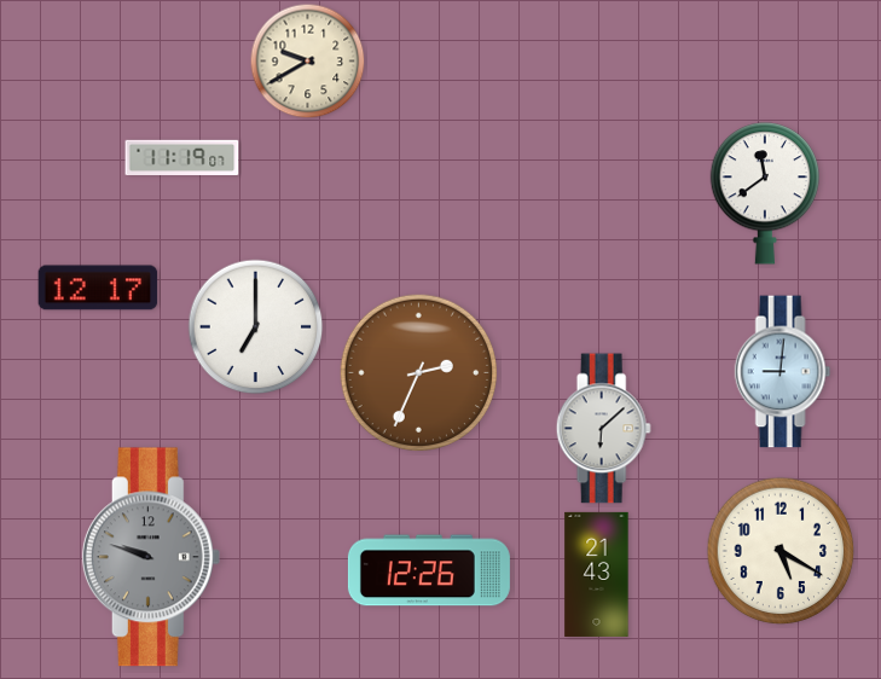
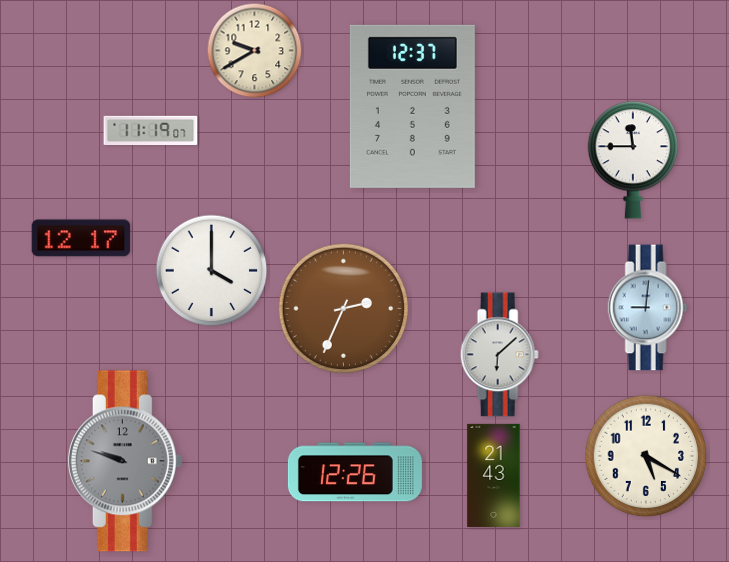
clock at (412, 106): none -> 12:37
clock at (765, 193): 11:39 -> 11:45
clock at (256, 327): 7:00 -> 4:00
clock at (419, 373) position: (419, 373) -> (344, 309)
